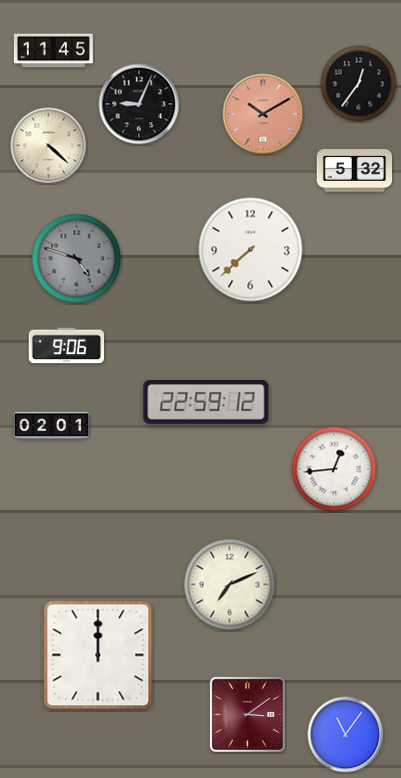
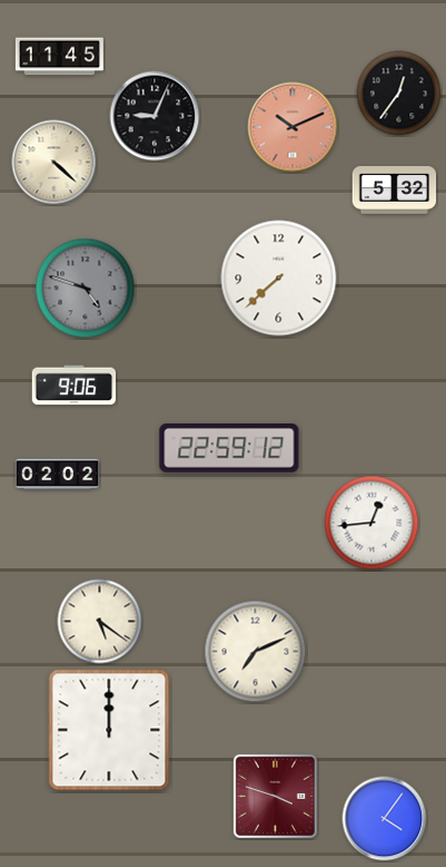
clock at (263, 114): 10:10 -> 10:11
clock at (52, 426): 02:01 -> 02:02
clock at (100, 622): none -> 5:21
clock at (247, 714): 3:09 -> 3:48
clock at (346, 735): 11:06 -> 4:06
